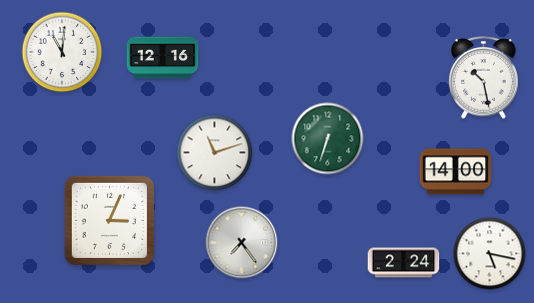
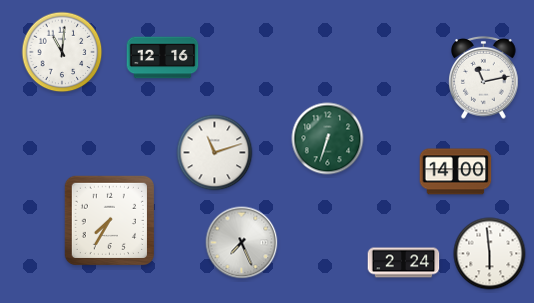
clock at (484, 78): 10:28 -> 11:13
clock at (109, 220): 3:04 -> 7:35
clock at (242, 243): 7:24 -> 7:26
clock at (490, 254): 5:17 -> 5:59
